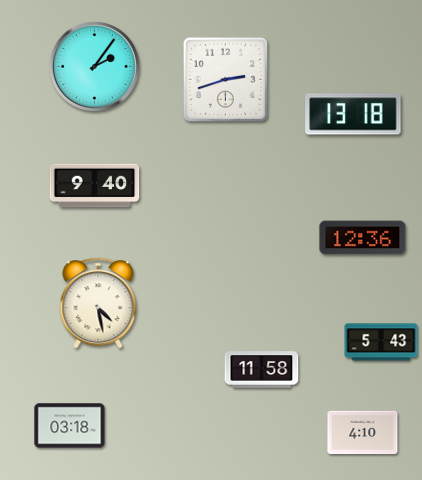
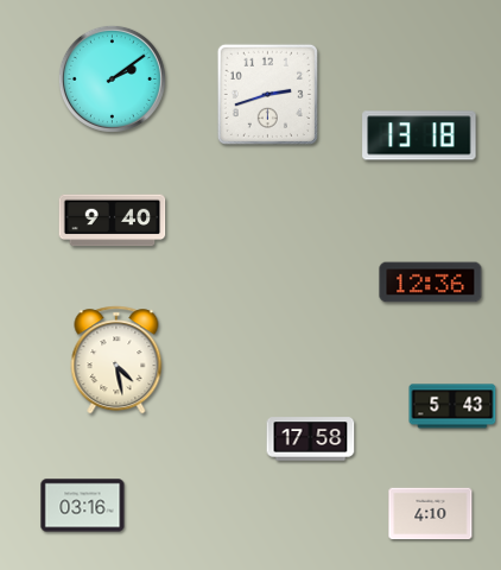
clock at (94, 66): 2:06 -> 2:09
clock at (262, 370): 11:58 -> 17:58
clock at (70, 426): 03:18 -> 03:16
